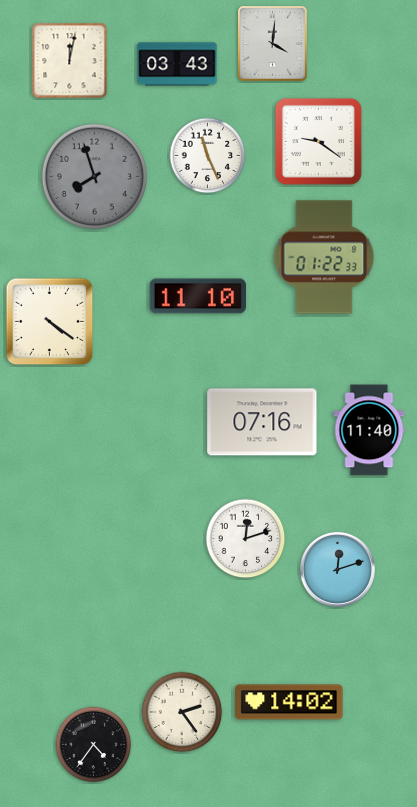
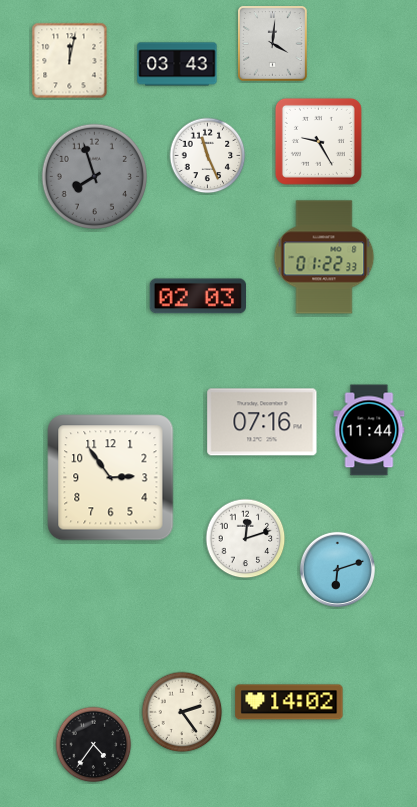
clock at (318, 141): 9:21 -> 9:25
clock at (197, 296): 11:10 -> 02:03
clock at (50, 322): 4:21 -> none
clock at (369, 430): 11:40 -> 11:44
clock at (111, 478): none -> 2:54
clock at (337, 569): 12:12 -> 6:12
